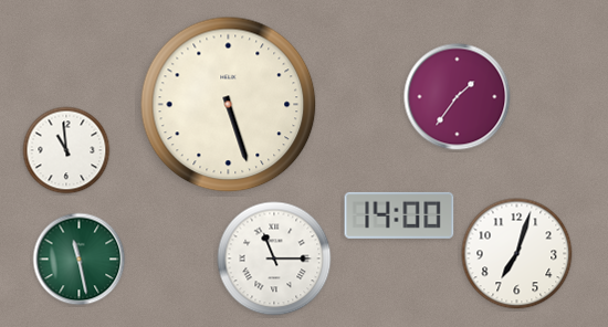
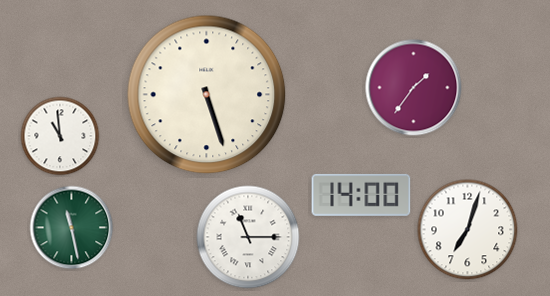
clock at (274, 259) position: (274, 259) -> (248, 237)
clock at (80, 260) position: (80, 260) -> (72, 228)
